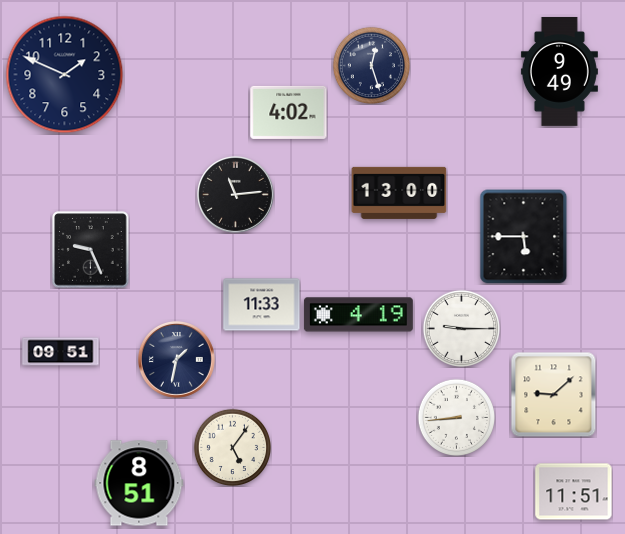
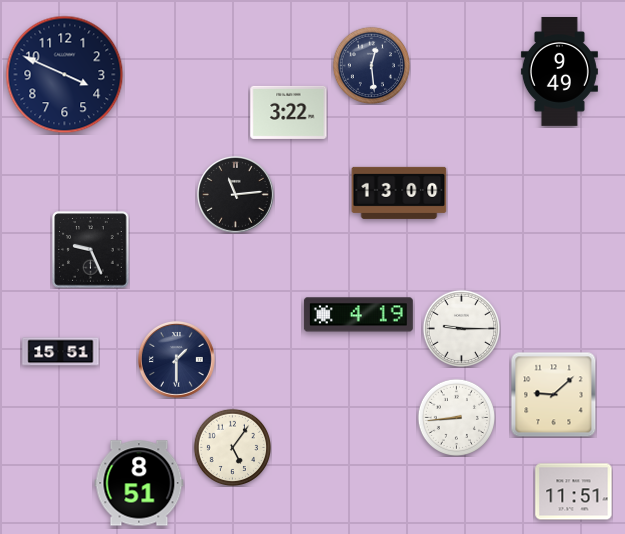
clock at (371, 65): 12:27 -> 12:29
clock at (65, 75): 1:49 -> 3:49
clock at (289, 112): 4:02 -> 3:22
clock at (524, 237): 5:45 -> none
clock at (262, 305): 11:33 -> none
clock at (61, 352): 09:51 -> 15:51
clock at (176, 359): 1:32 -> 1:30
